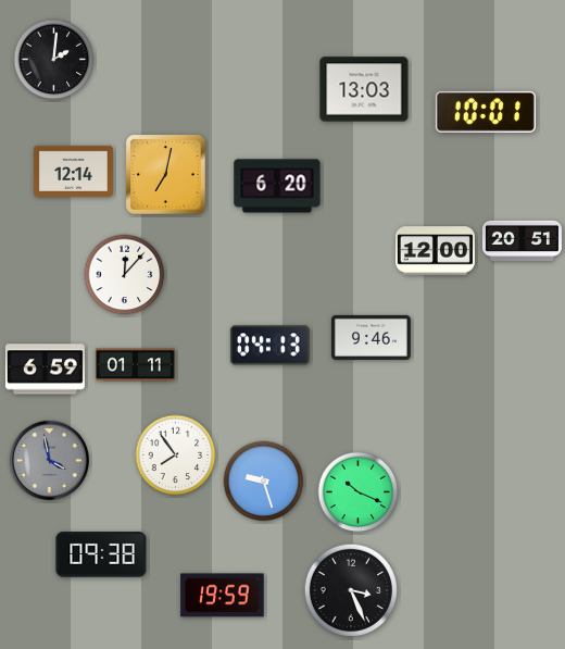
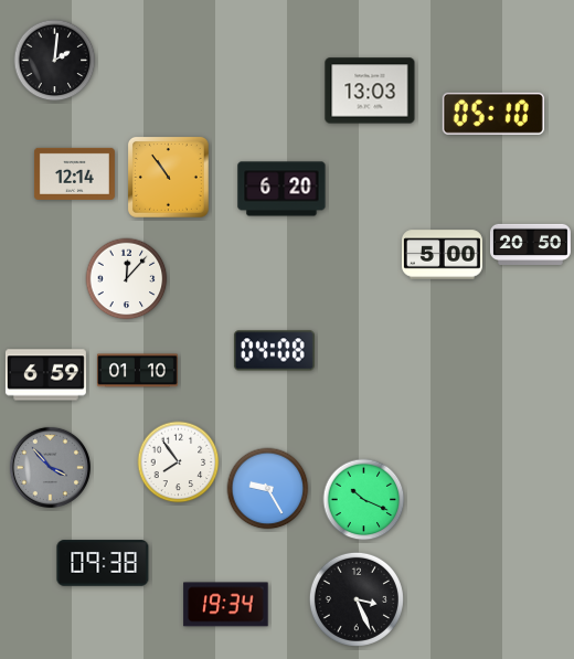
clock at (486, 112): 10:01 -> 05:10
clock at (166, 175): 7:02 -> 10:54
clock at (522, 240): 20:51 -> 20:50
clock at (435, 251): 12:00 -> 5:00
clock at (371, 337): 9:46 -> none
clock at (269, 346): 04:13 -> 04:08
clock at (135, 365): 01:11 -> 01:10
clock at (49, 460): 3:58 -> 3:53
clock at (264, 482): 9:27 -> 9:25
clock at (223, 596): 19:59 -> 19:34
